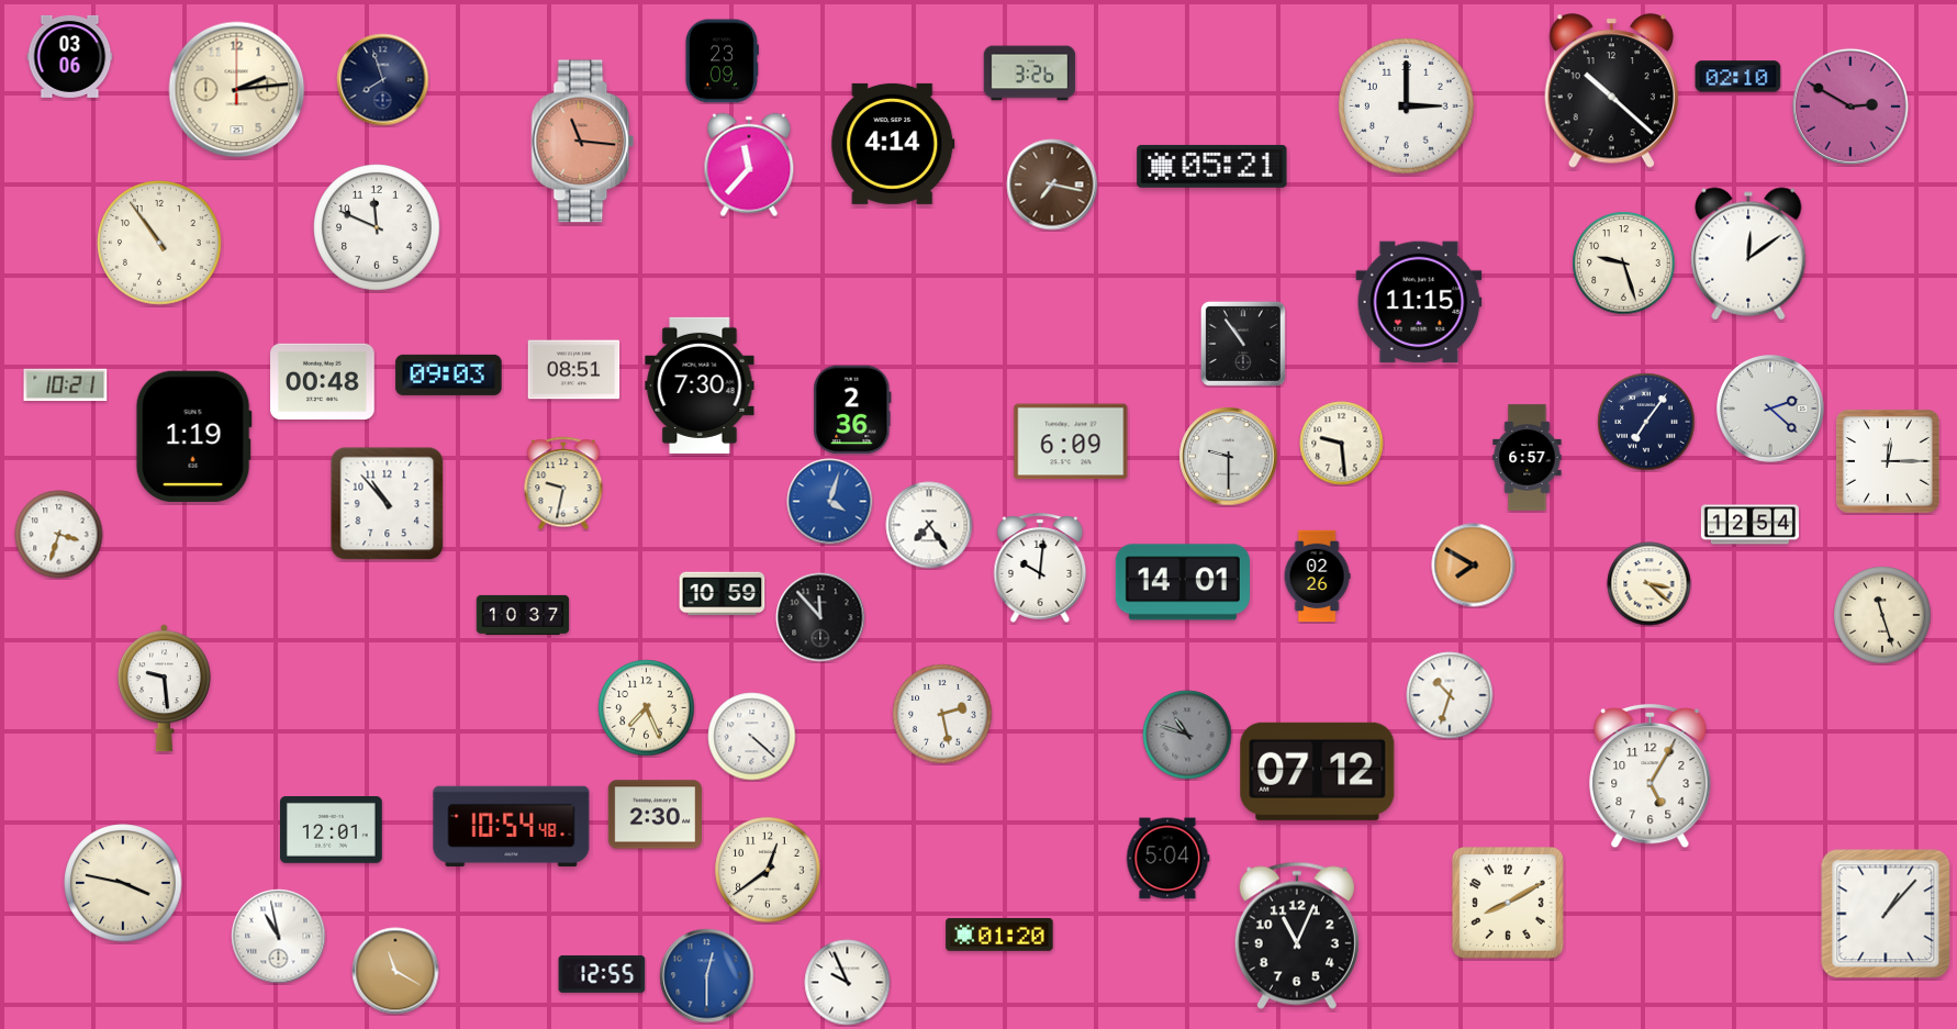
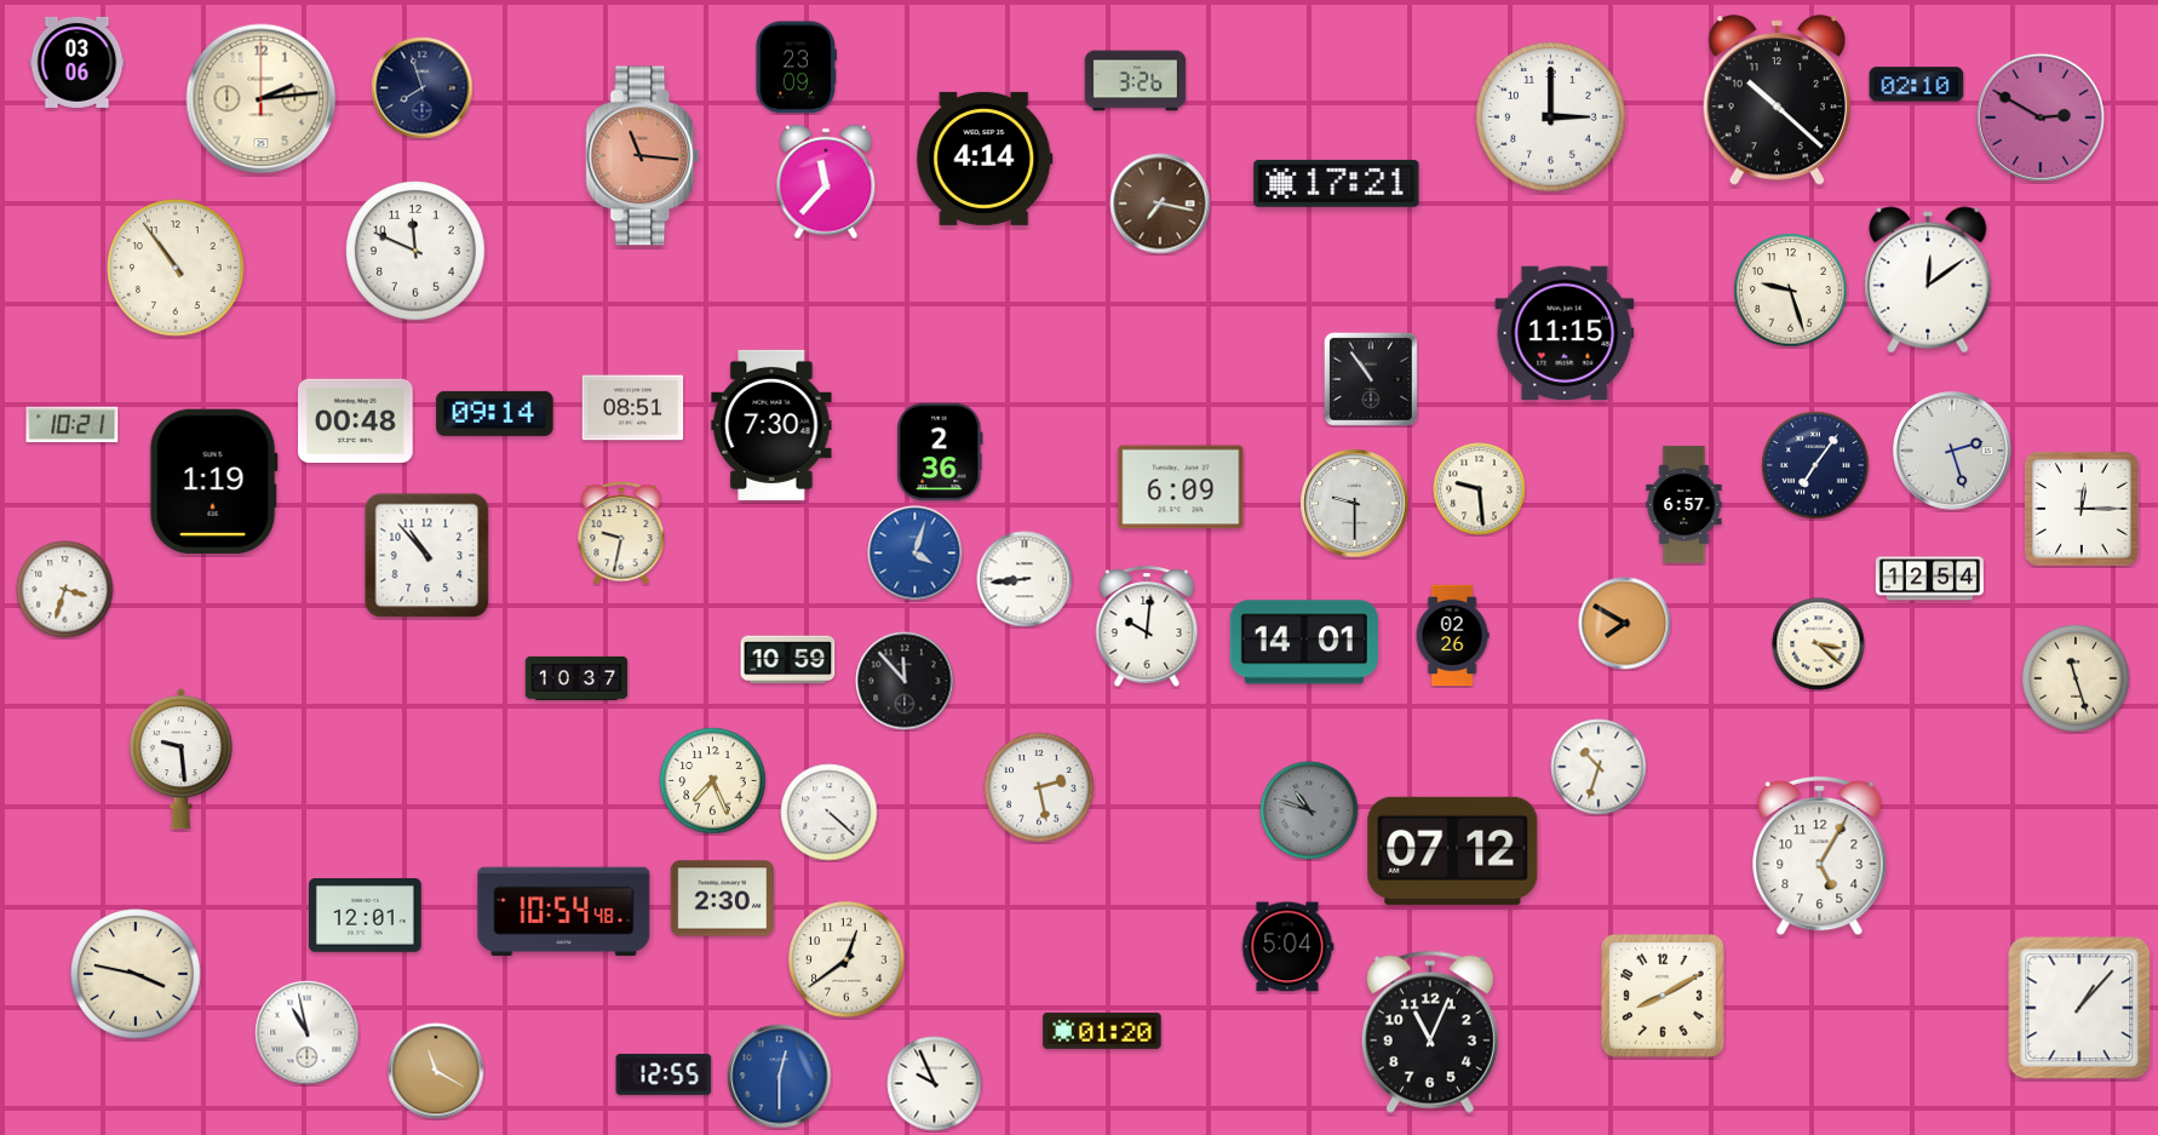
clock at (1212, 166): 05:21 -> 17:21
clock at (449, 374): 09:03 -> 09:14
clock at (1771, 410): 2:22 -> 2:27
clock at (929, 525): 7:24 -> 8:44
clock at (723, 594) position: (723, 594) -> (788, 660)
